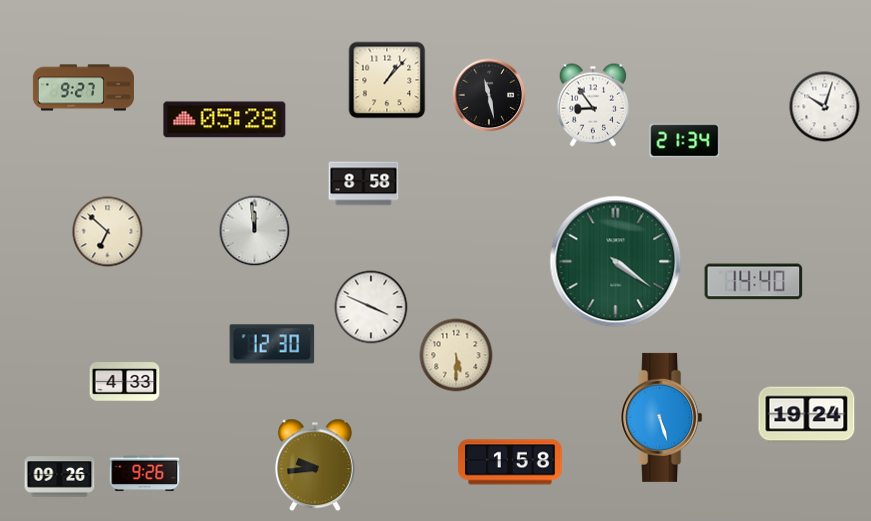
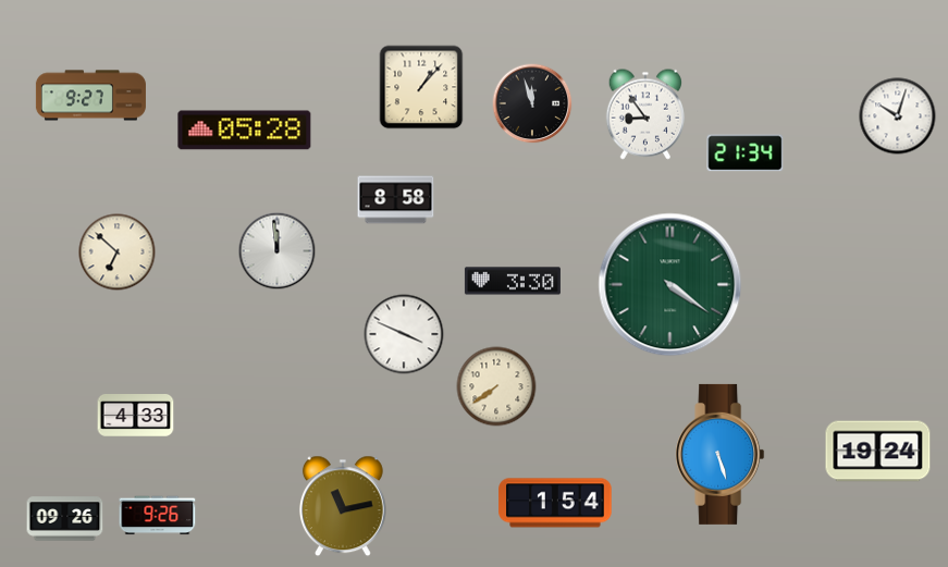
clock at (489, 95): 11:28 -> 11:57
clock at (513, 281): none -> 3:30
clock at (754, 282): 14:40 -> none
clock at (272, 344): 12:30 -> none
clock at (456, 355): 5:30 -> 7:39
clock at (510, 462): 1:58 -> 1:54
clock at (315, 465): 9:44 -> 11:13
